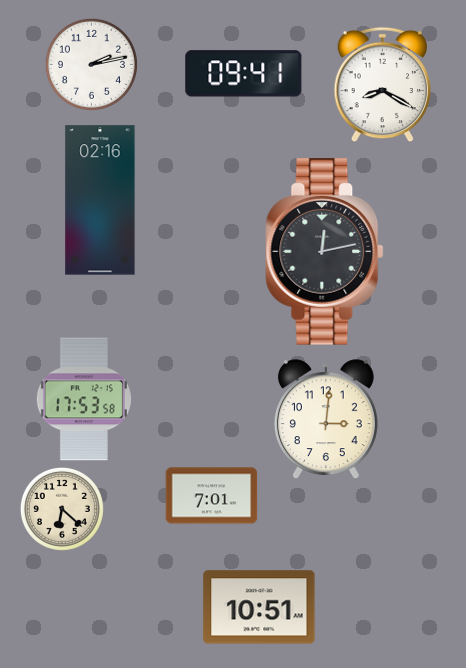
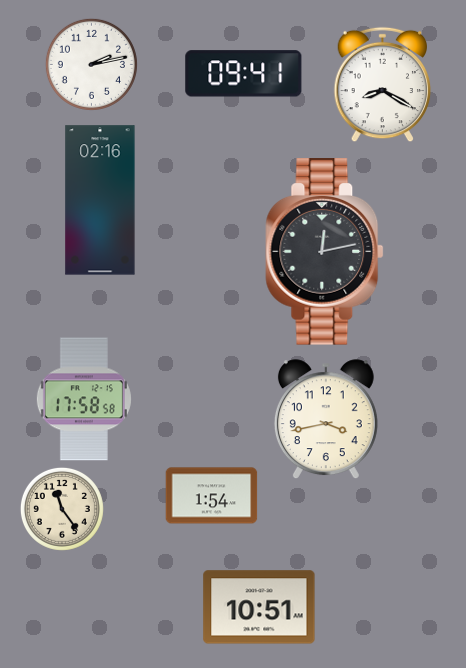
clock at (84, 399): 17:53 -> 17:58
clock at (326, 420): 3:01 -> 3:43
clock at (212, 496): 7:01 -> 1:54
clock at (62, 509): 6:22 -> 11:24
